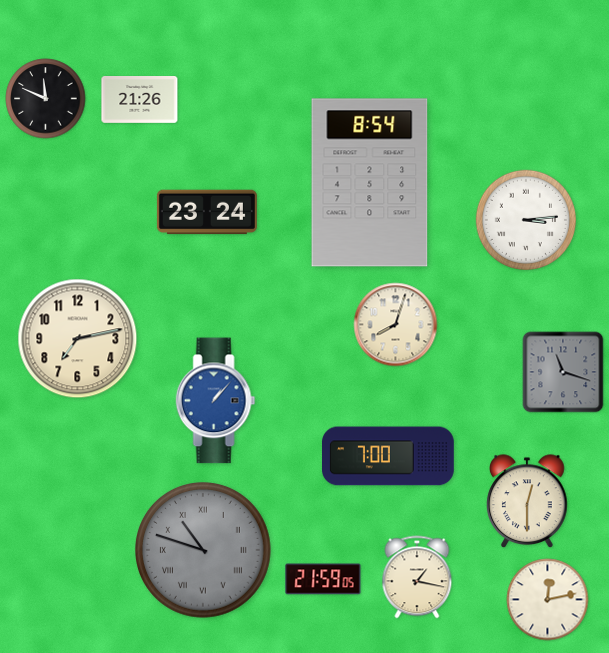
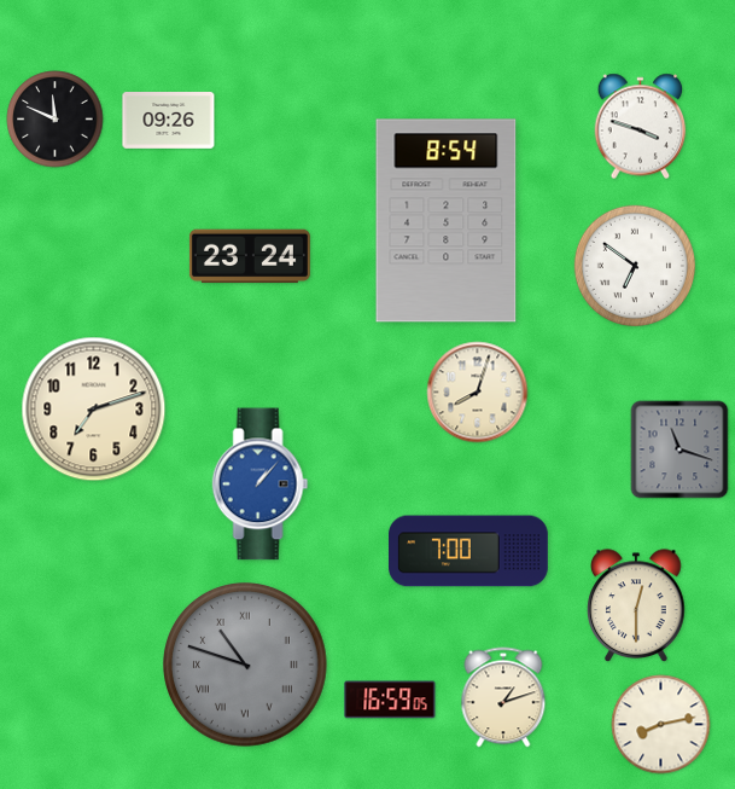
clock at (140, 100): 21:26 -> 09:26
clock at (641, 127): none -> 3:48
clock at (526, 220): 3:14 -> 6:51
clock at (78, 339): 7:13 -> 7:12
clock at (417, 577): 1:17 -> 1:12
clock at (323, 579): 21:59 -> 16:59
clock at (548, 600): 12:13 -> 8:13
